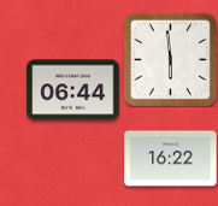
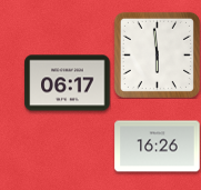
clock at (73, 90): 06:44 -> 06:17
clock at (171, 159): 16:22 -> 16:26
